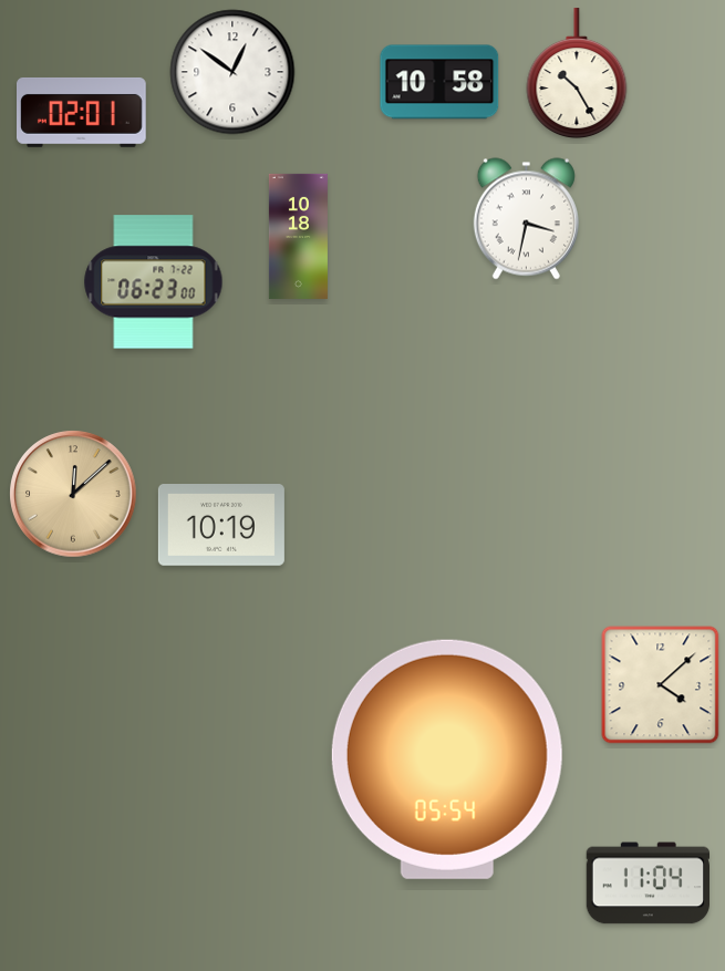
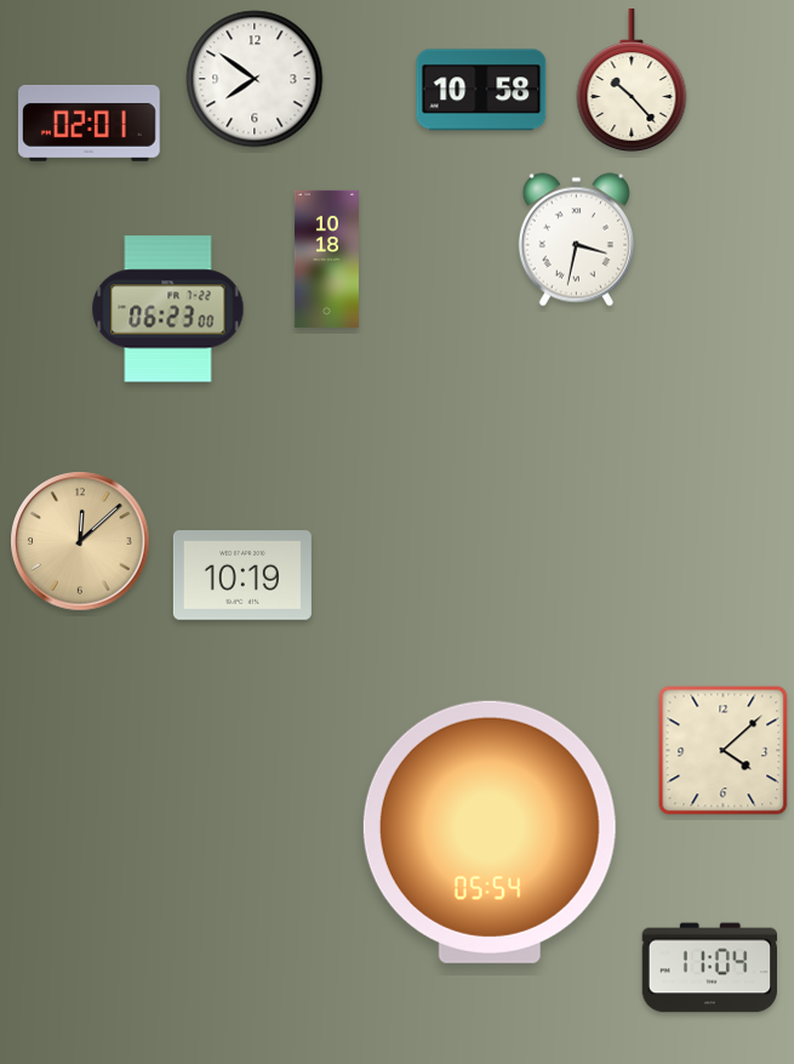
clock at (232, 72): 12:51 -> 7:51
clock at (577, 74): 10:25 -> 10:23
